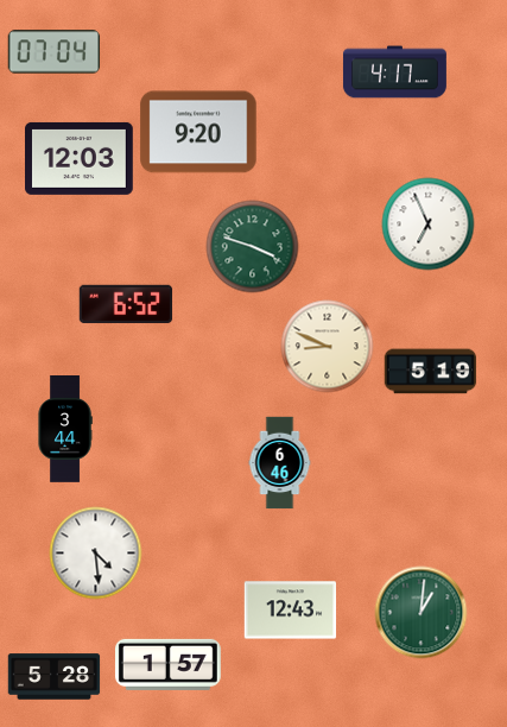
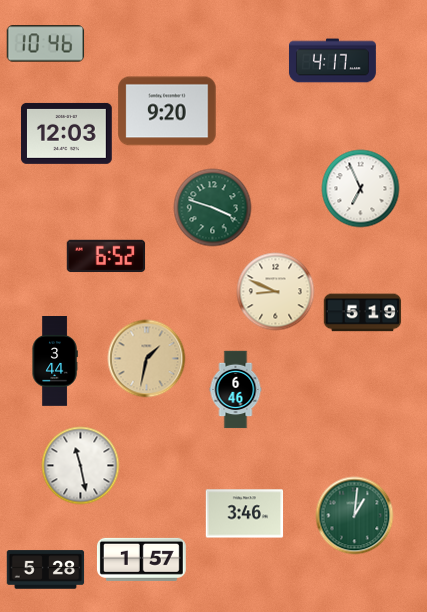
clock at (53, 52): 07:04 -> 10:46
clock at (146, 358): none -> 1:32
clock at (95, 552): 4:29 -> 11:28
clock at (290, 611): 12:43 -> 3:46
